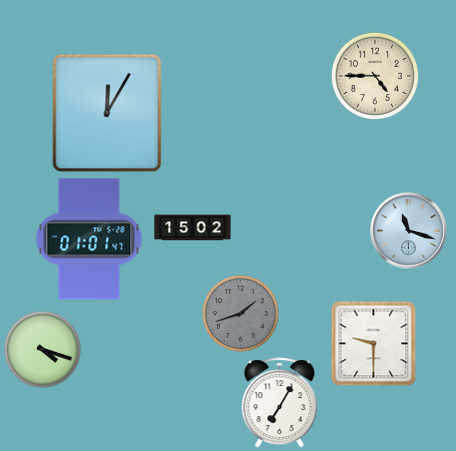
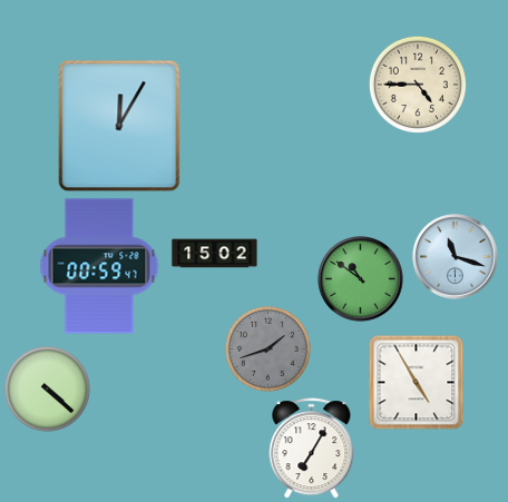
clock at (89, 239): 01:01 -> 00:59
clock at (361, 279): none -> 10:51
clock at (374, 344): 9:30 -> 4:55
clock at (42, 349): 4:18 -> 4:22
